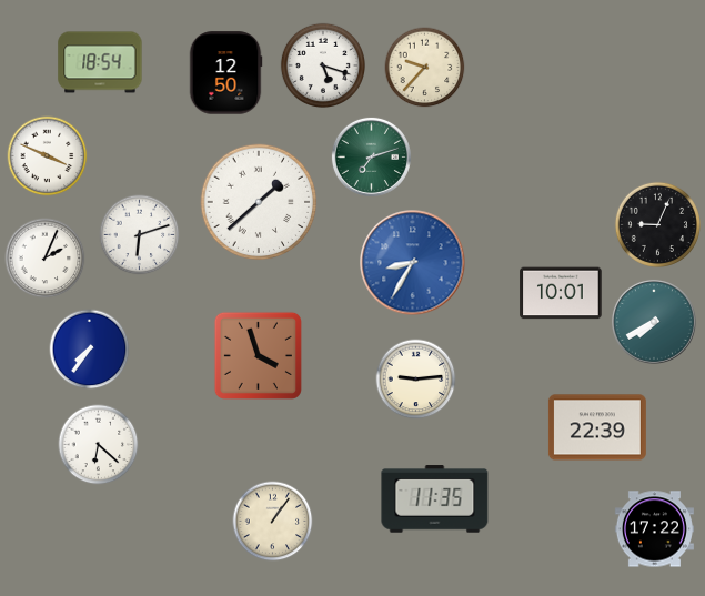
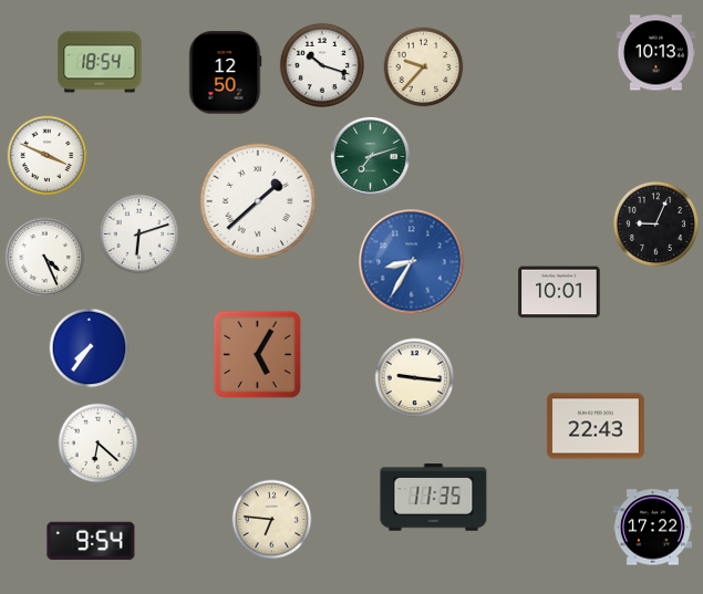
clock at (655, 53): none -> 10:13
clock at (322, 64): 5:18 -> 10:18
clock at (46, 259): 2:04 -> 4:26
clock at (654, 322): 7:40 -> none
clock at (258, 355): 3:57 -> 5:05
clock at (416, 380): 9:14 -> 9:16
clock at (597, 427): 22:39 -> 22:43
clock at (273, 522): 1:06 -> 6:46
clock at (91, 541): none -> 9:54
